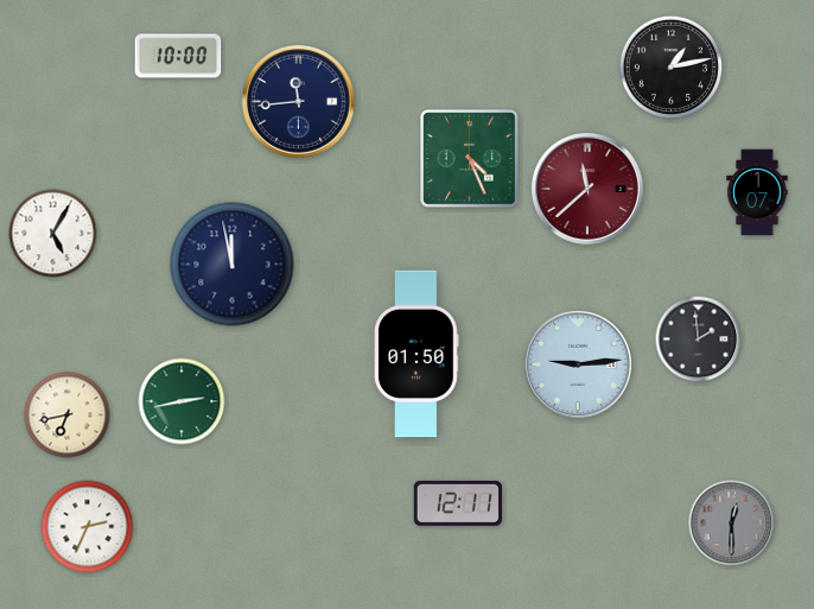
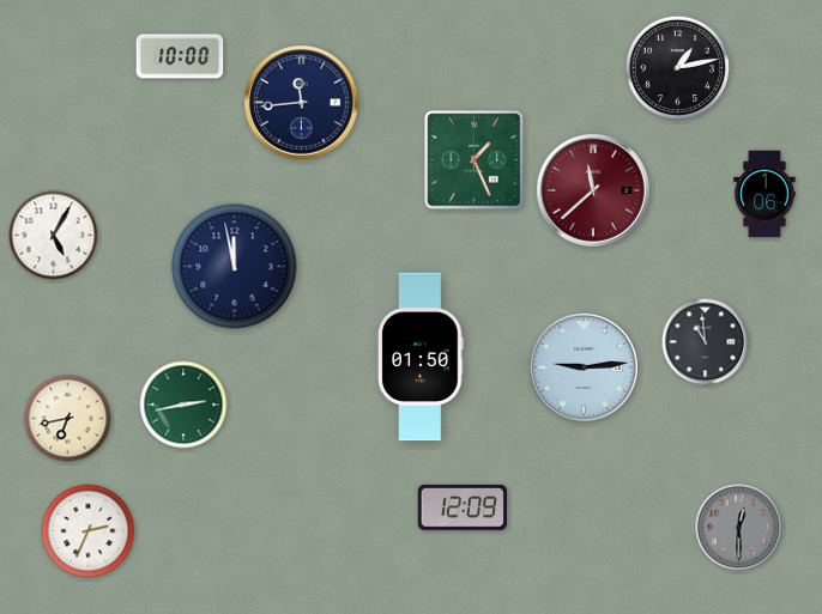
clock at (470, 159): 4:26 -> 1:26
clock at (757, 192): 1:07 -> 1:06
clock at (699, 340): 1:59 -> 10:59
clock at (458, 503): 12:11 -> 12:09
